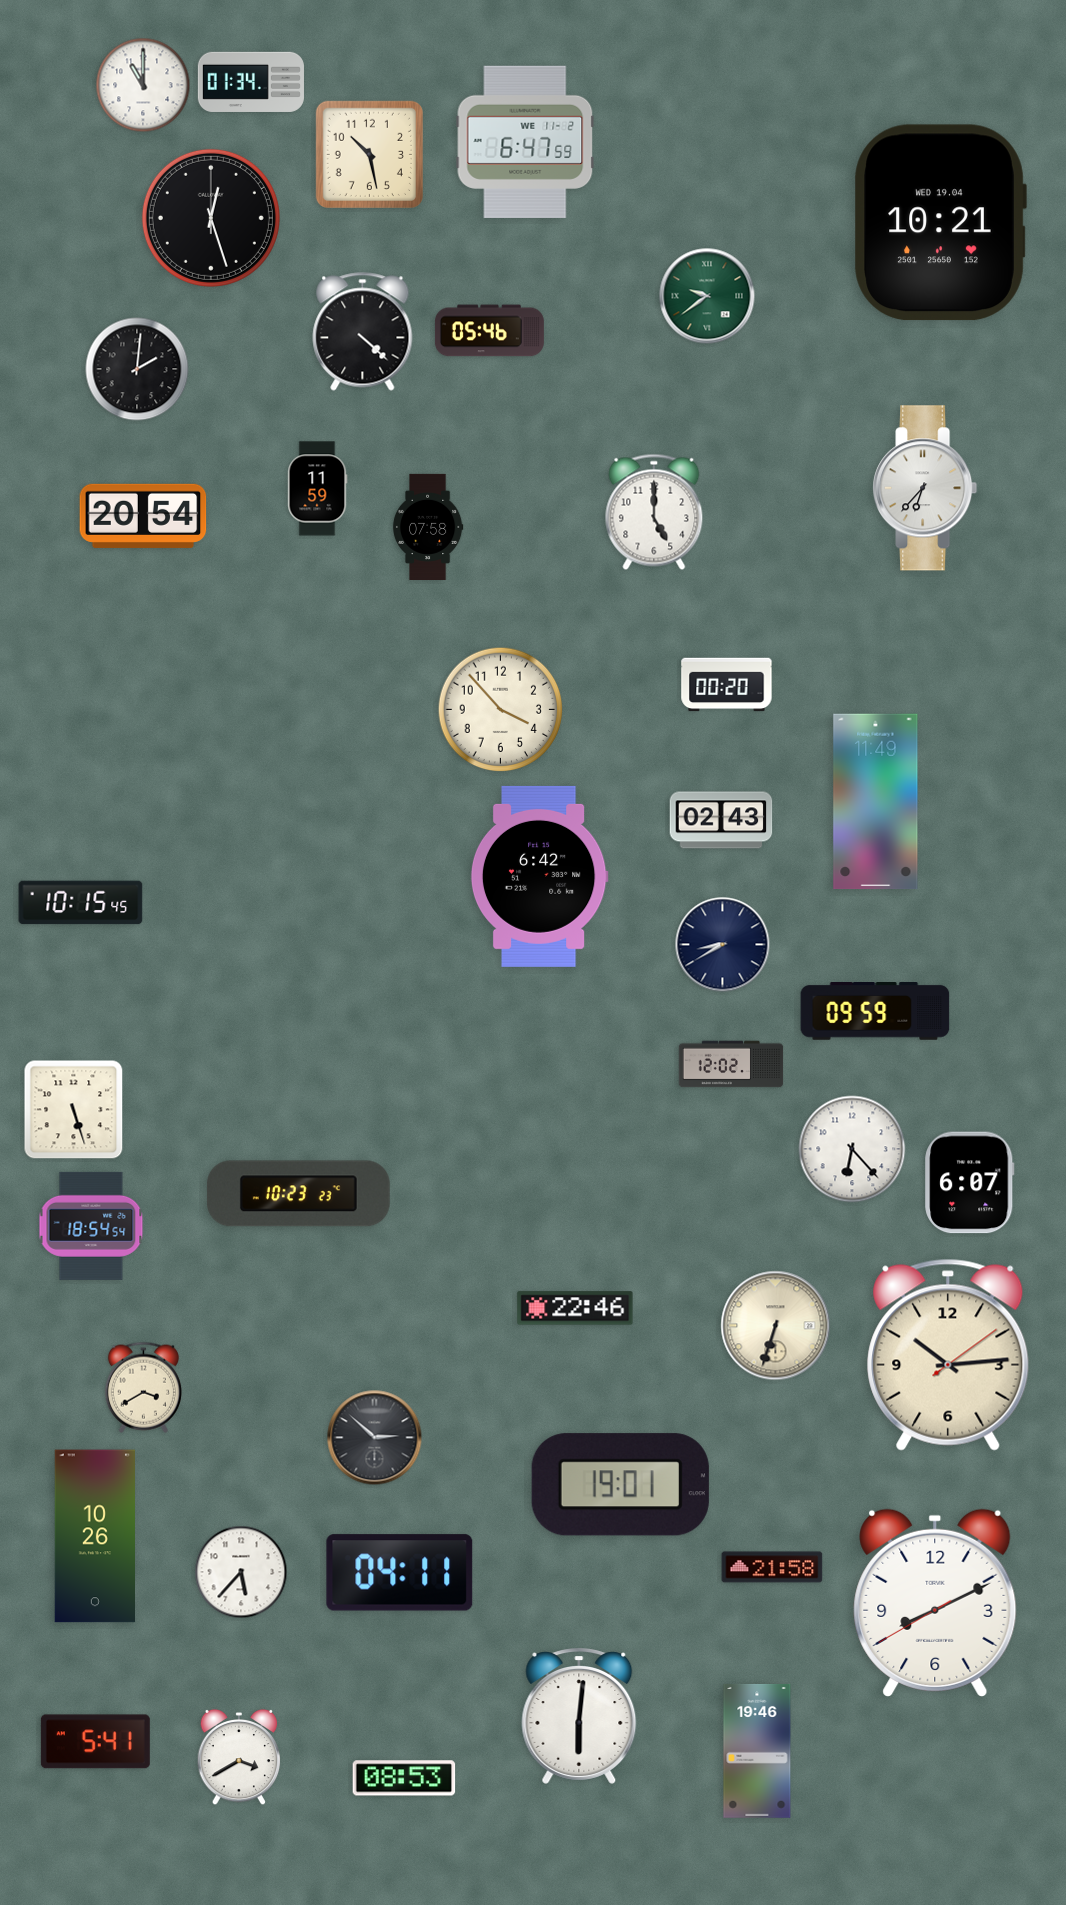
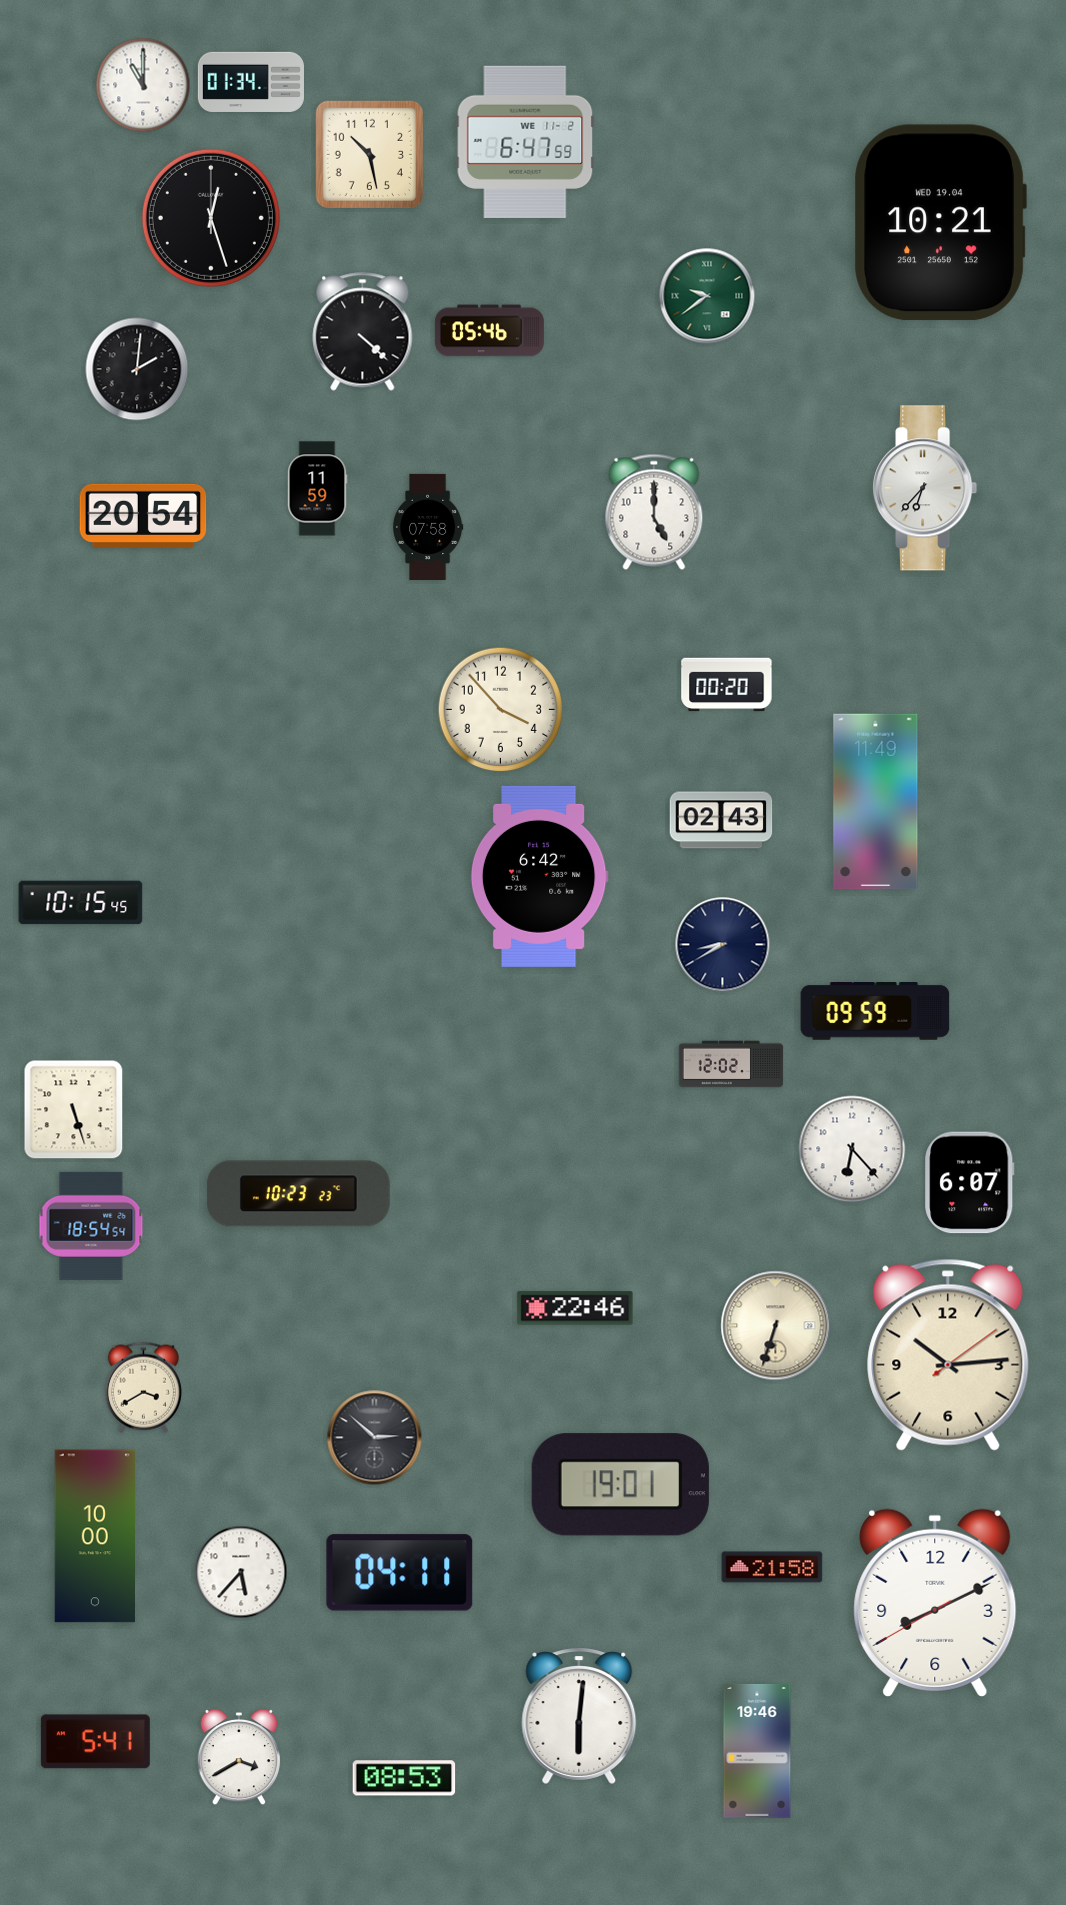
clock at (94, 1536): 10:26 -> 10:00
